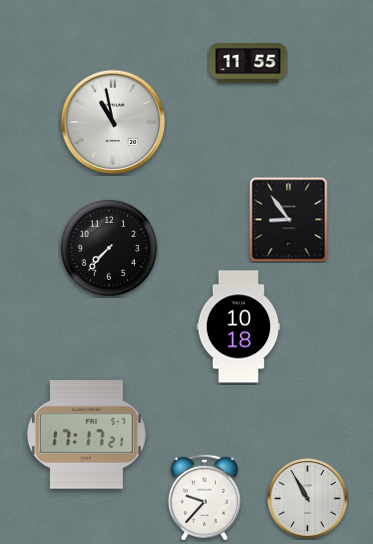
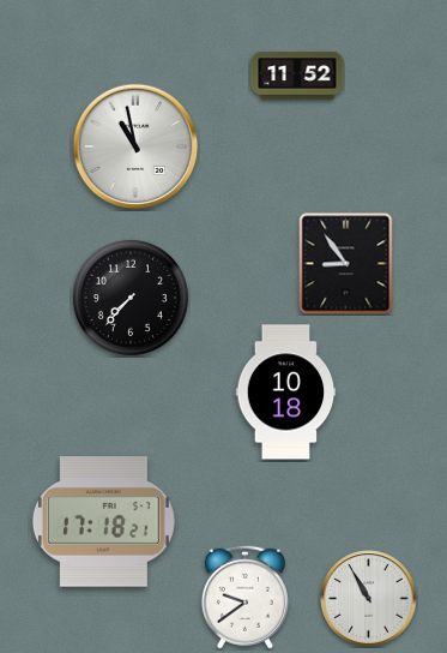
clock at (248, 63): 11:55 -> 11:52
clock at (86, 435): 17:17 -> 17:18
clock at (204, 497): 9:37 -> 9:39
